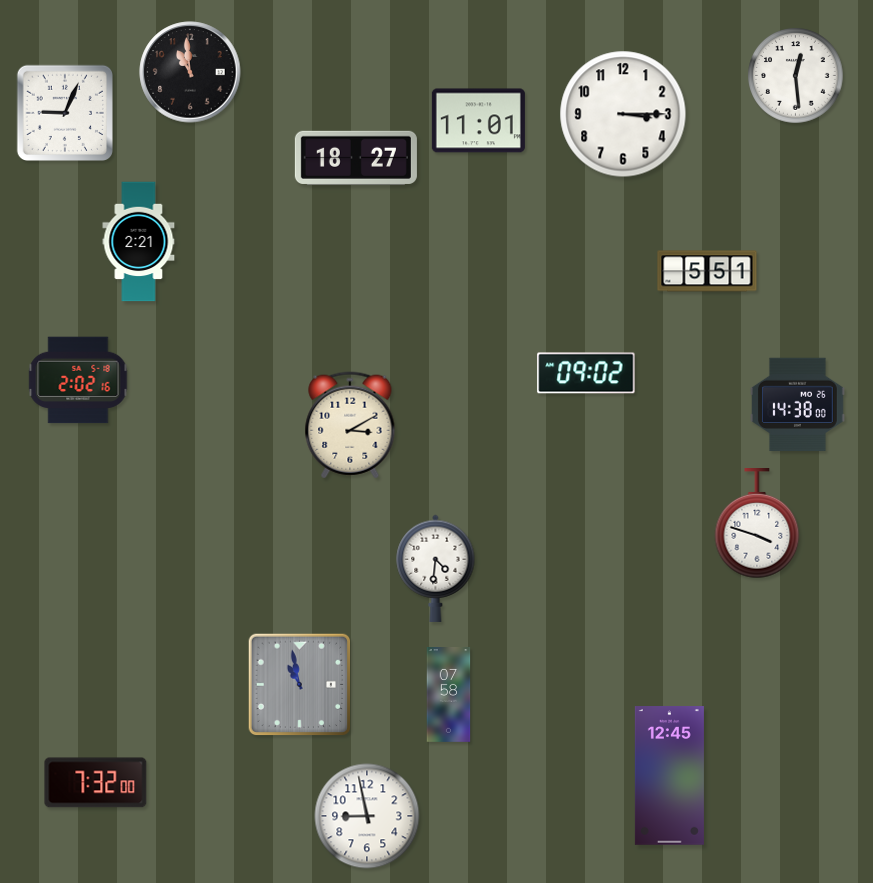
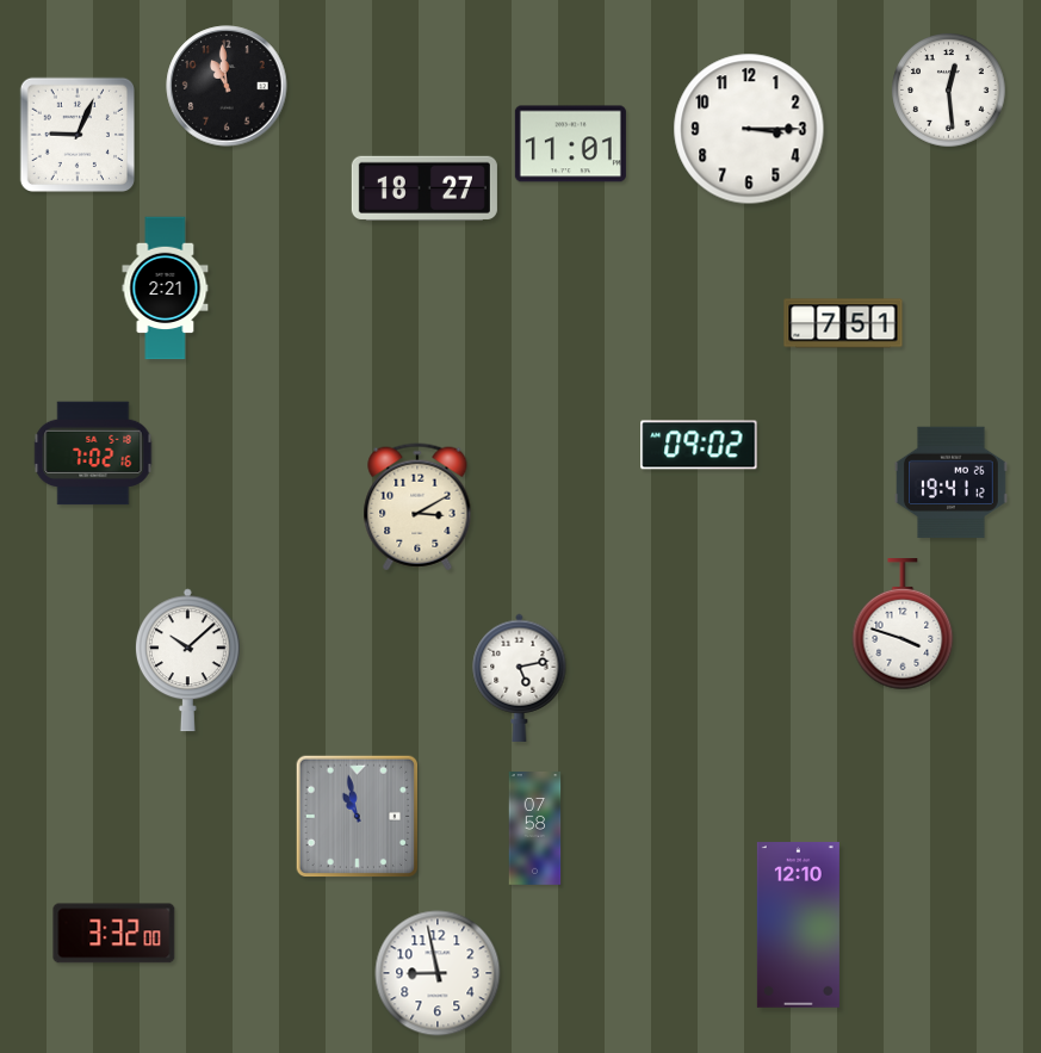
clock at (623, 114) position: (623, 114) -> (749, 129)
clock at (707, 271): 5:51 -> 7:51
clock at (78, 380): 2:02 -> 7:02
clock at (797, 405): 14:38 -> 19:41
clock at (187, 661): none -> 10:08
clock at (436, 568): 4:31 -> 5:13
clock at (669, 776): 12:45 -> 12:10
clock at (96, 783): 7:32 -> 3:32
